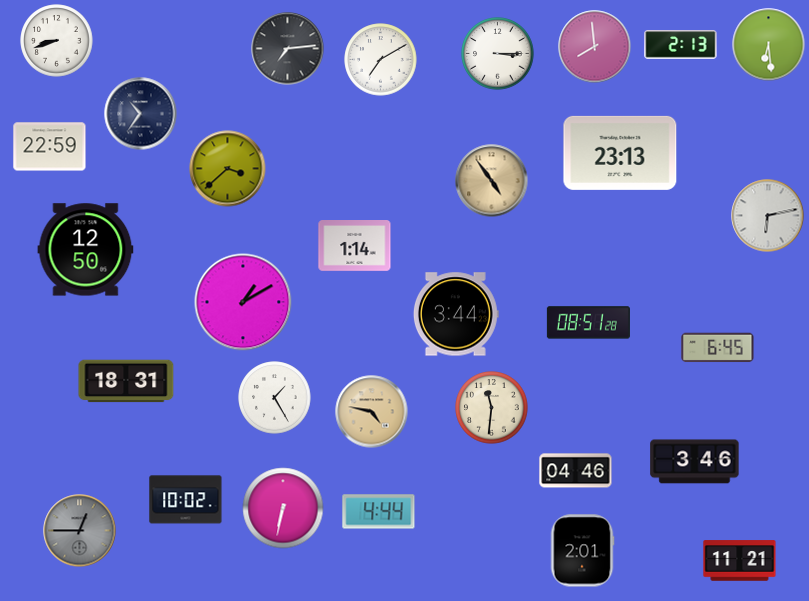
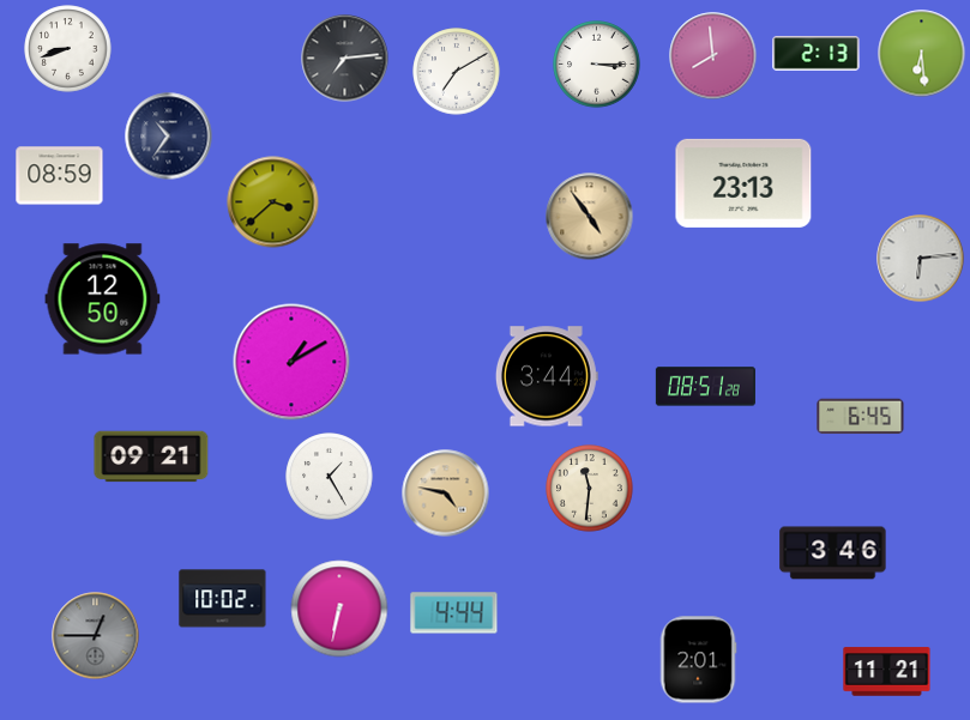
clock at (50, 147): 22:59 -> 08:59
clock at (768, 216): 6:13 -> 6:14
clock at (355, 246): 1:14 -> none
clock at (126, 381): 18:31 -> 09:21
clock at (576, 471): 04:46 -> none
